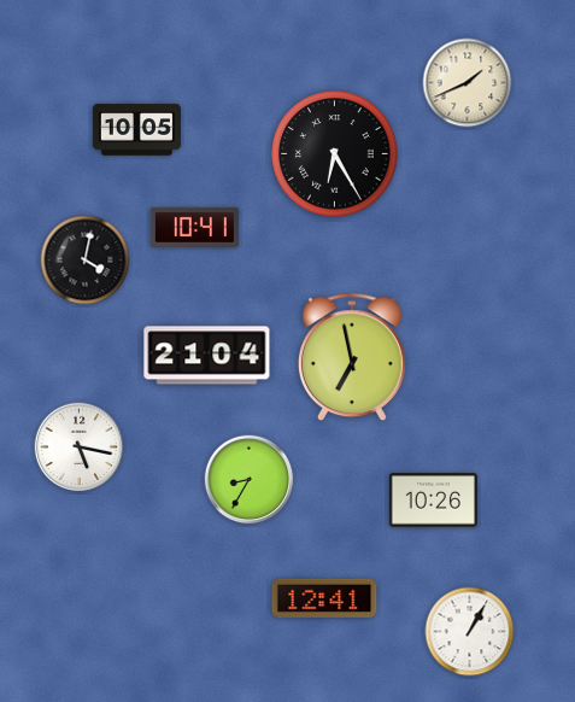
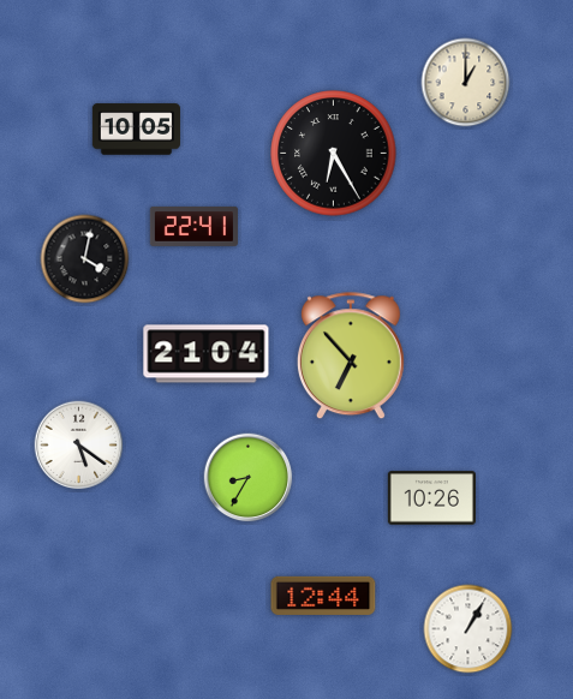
clock at (468, 83): 1:41 -> 1:00
clock at (194, 227): 10:41 -> 22:41
clock at (352, 358): 6:58 -> 6:53
clock at (80, 447): 5:17 -> 5:21
clock at (324, 598): 12:41 -> 12:44
